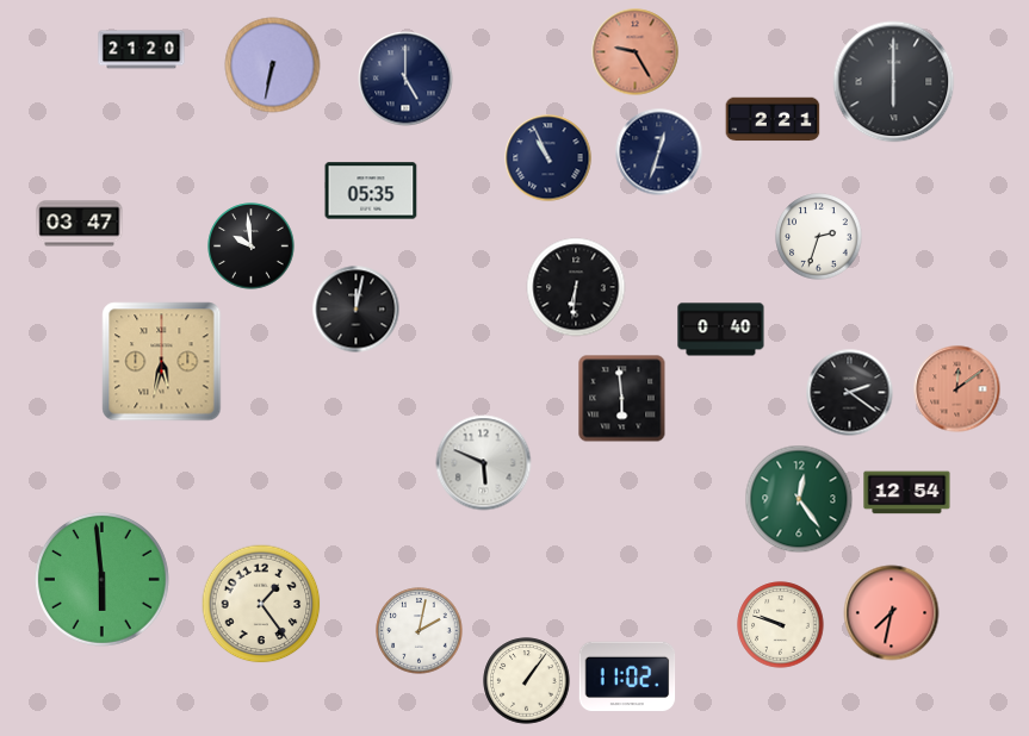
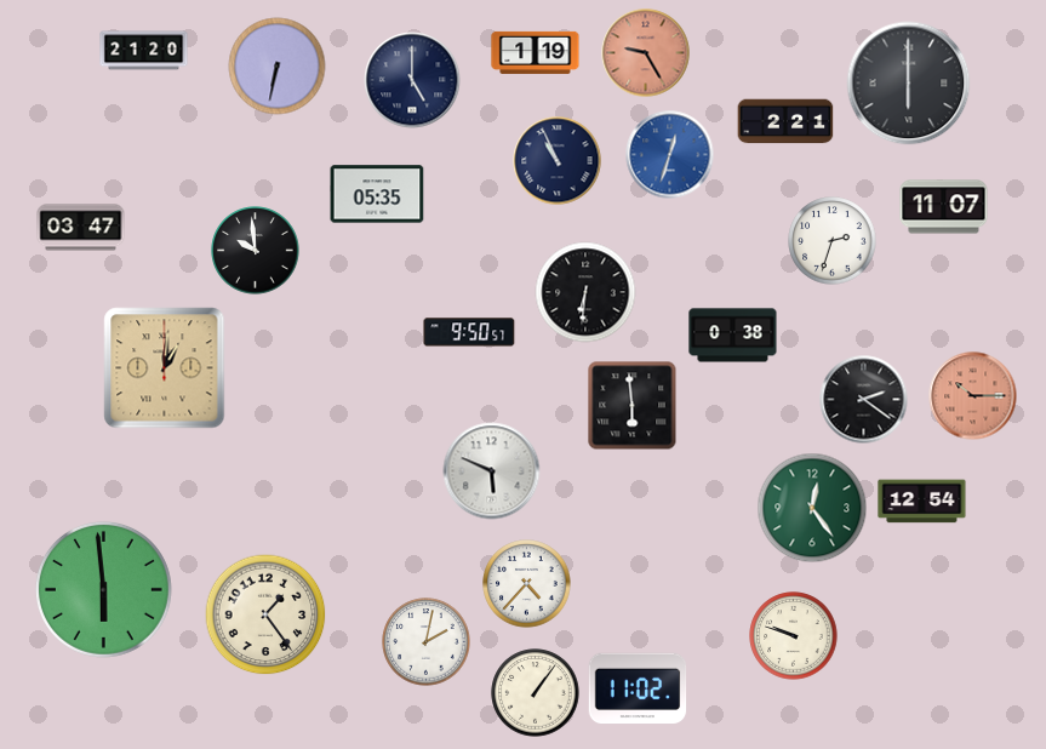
clock at (536, 52): none -> 1:19
clock at (659, 152) dial: navy -> blue
clock at (944, 207): none -> 11:07
clock at (357, 310): 12:02 -> none
clock at (469, 332): none -> 9:50
clock at (721, 330): 0:40 -> 0:38
clock at (162, 362): 5:32 -> 1:01
clock at (957, 389): 12:09 -> 10:15
clock at (527, 584): none -> 4:37
clock at (892, 613): 7:32 -> none
